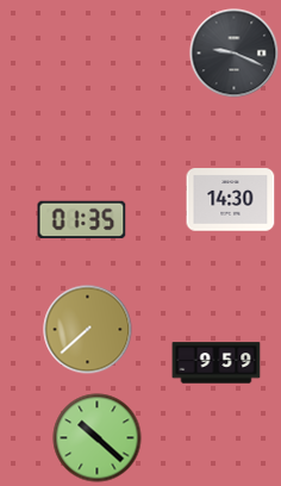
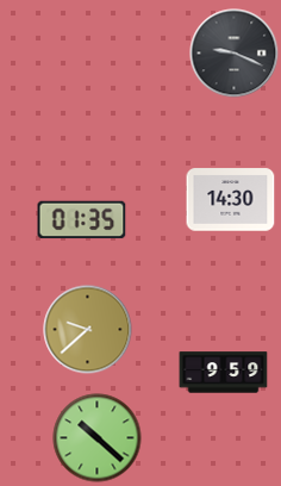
clock at (88, 330): 7:38 -> 9:38
clock at (217, 363) position: (217, 363) -> (224, 373)
